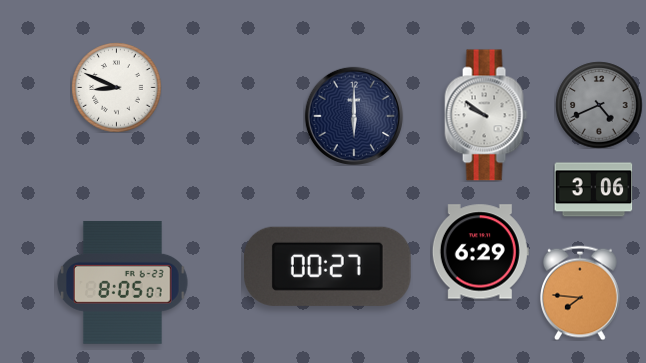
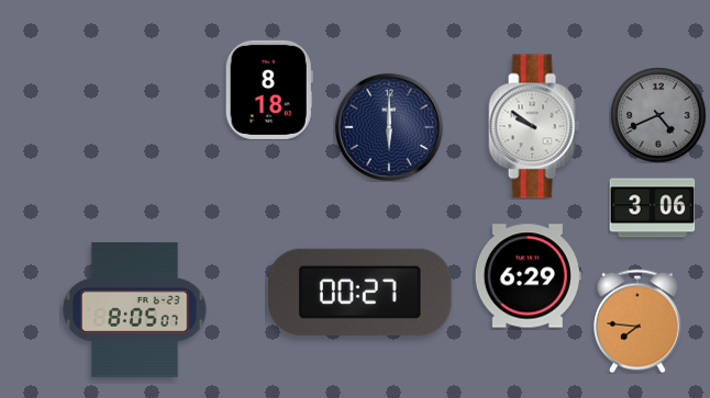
clock at (269, 90): none -> 8:18
clock at (116, 87): 8:49 -> none
